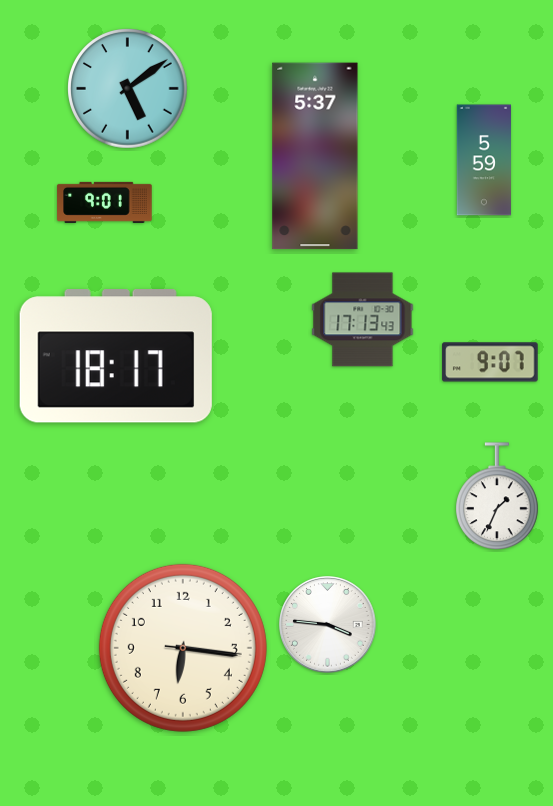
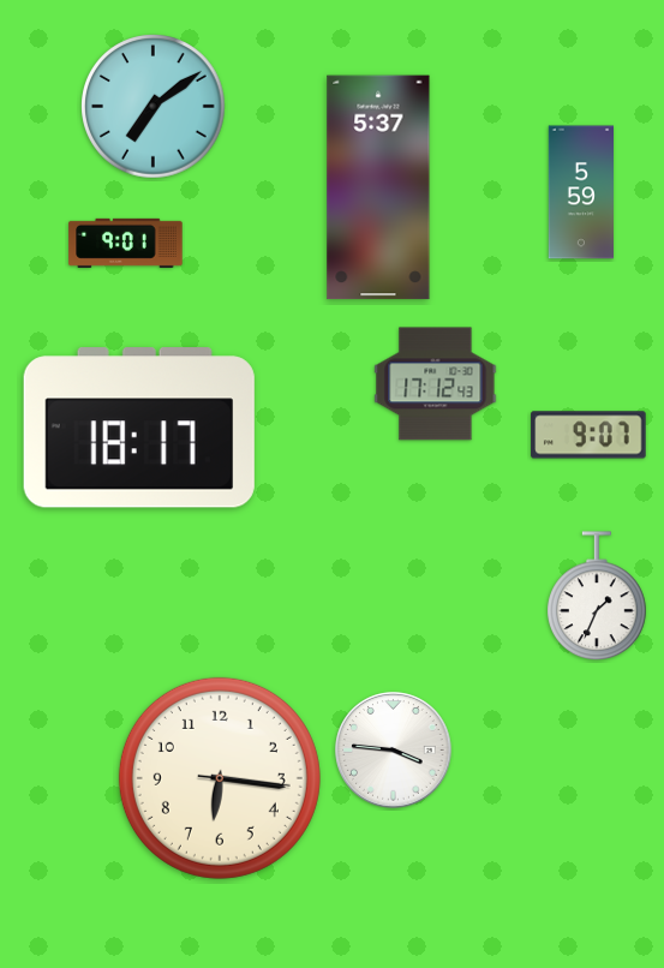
clock at (128, 89): 5:09 -> 7:09
clock at (363, 320): 17:13 -> 17:12
